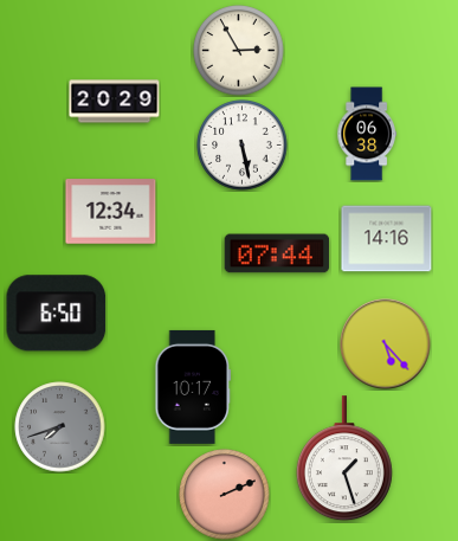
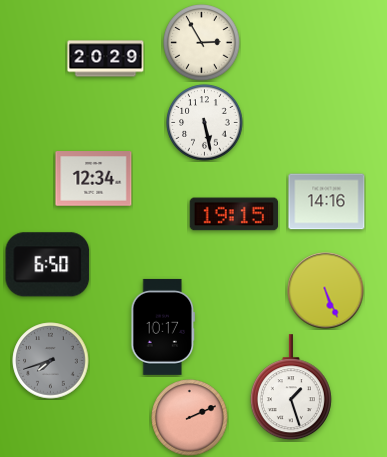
clock at (115, 102) position: (115, 102) -> (106, 59)
clock at (367, 134): 06:38 -> none
clock at (277, 253): 07:44 -> 19:15
clock at (386, 344): 5:23 -> 5:26
